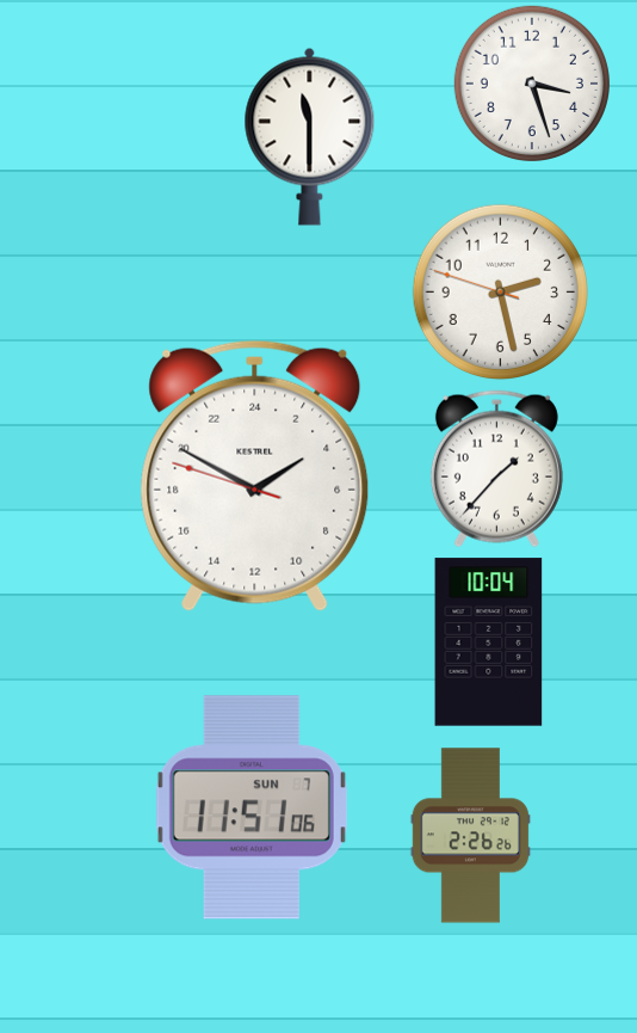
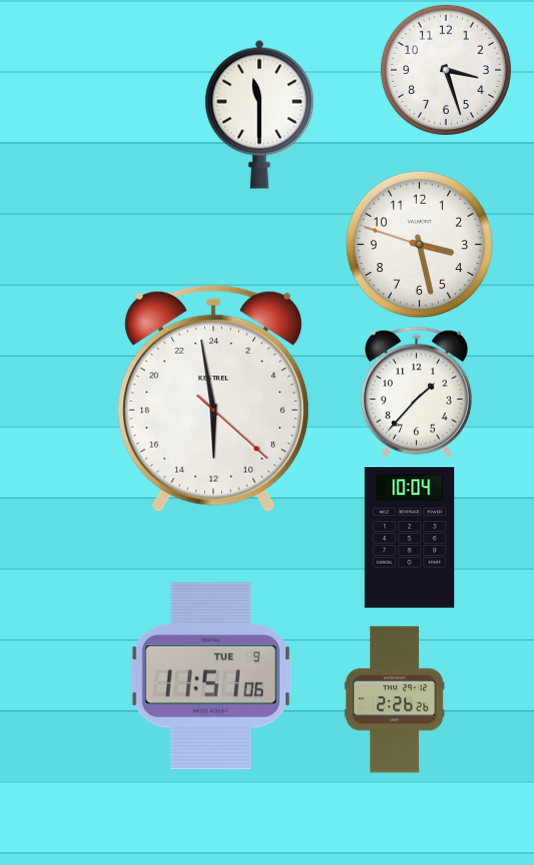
clock at (501, 293): 2:27 -> 3:27
clock at (255, 475): 3:49 -> 11:58
clock at (252, 807) date: SUN 7 -> TUE 9
